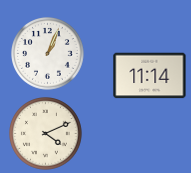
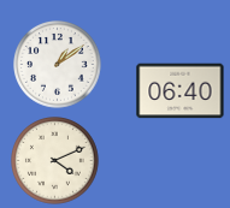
clock at (48, 54): 1:04 -> 1:09
clock at (150, 76): 11:14 -> 06:40
